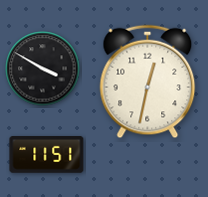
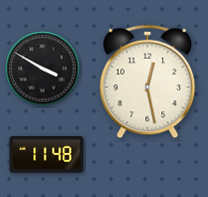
clock at (148, 82): 12:32 -> 12:28
clock at (47, 155): 11:51 -> 11:48
